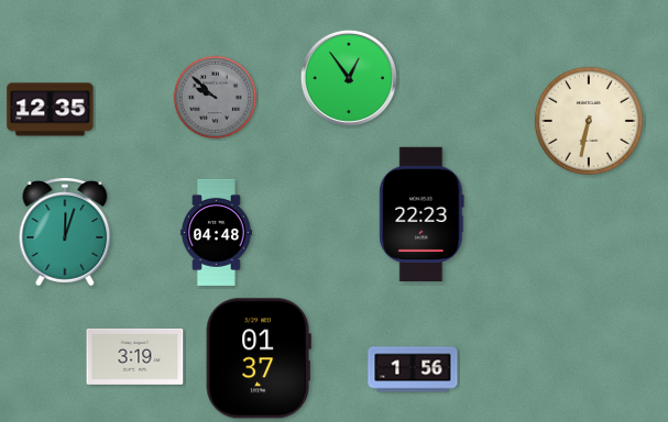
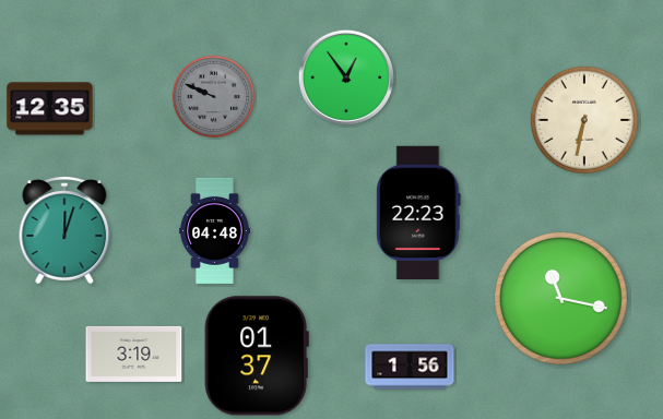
clock at (216, 98): 9:52 -> 9:49
clock at (560, 298): none -> 11:17
